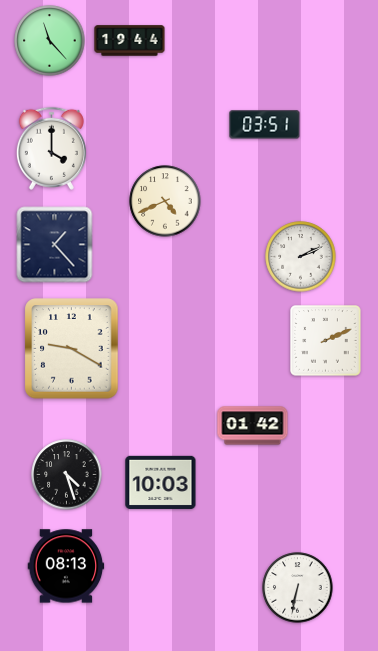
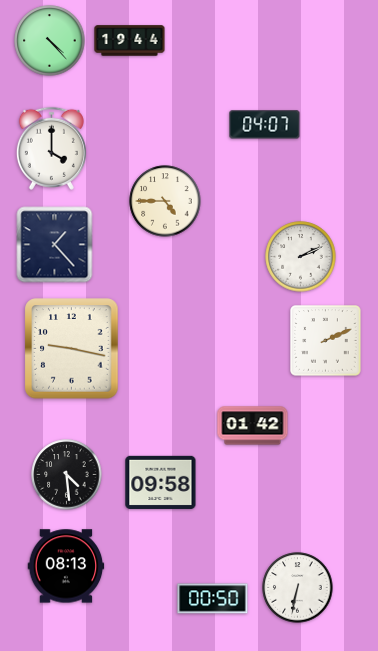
clock at (50, 41): 11:23 -> 4:23
clock at (265, 125): 03:51 -> 04:07
clock at (165, 201): 4:41 -> 4:45
clock at (72, 349): 9:20 -> 9:17
clock at (67, 475): 4:27 -> 4:29
clock at (161, 482): 10:03 -> 09:58
clock at (213, 599): none -> 00:50
